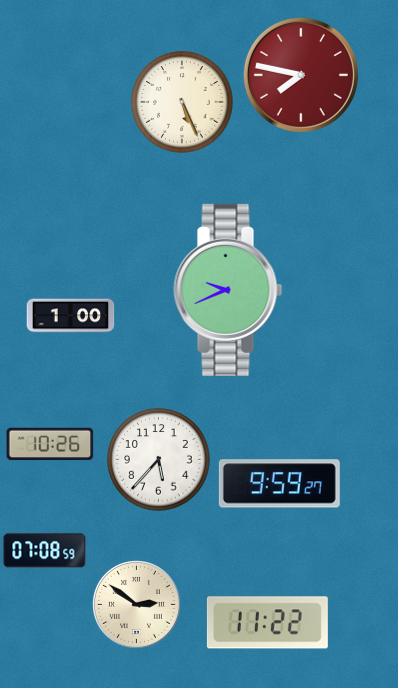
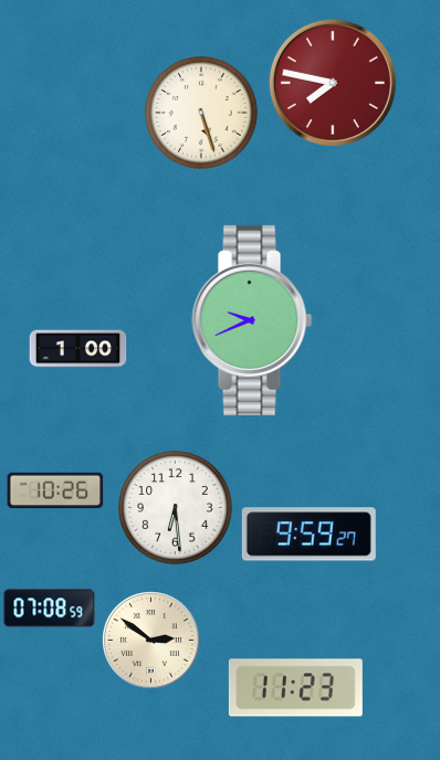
clock at (182, 102): 5:26 -> 5:27
clock at (159, 460): 5:37 -> 6:29
clock at (137, 605) position: (137, 605) -> (151, 641)
clock at (267, 623): 11:22 -> 11:23
